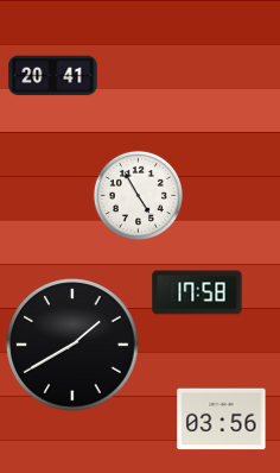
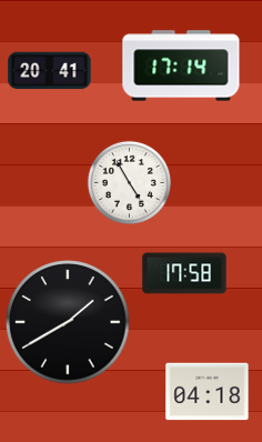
clock at (181, 66): none -> 17:14
clock at (222, 420): 03:56 -> 04:18
